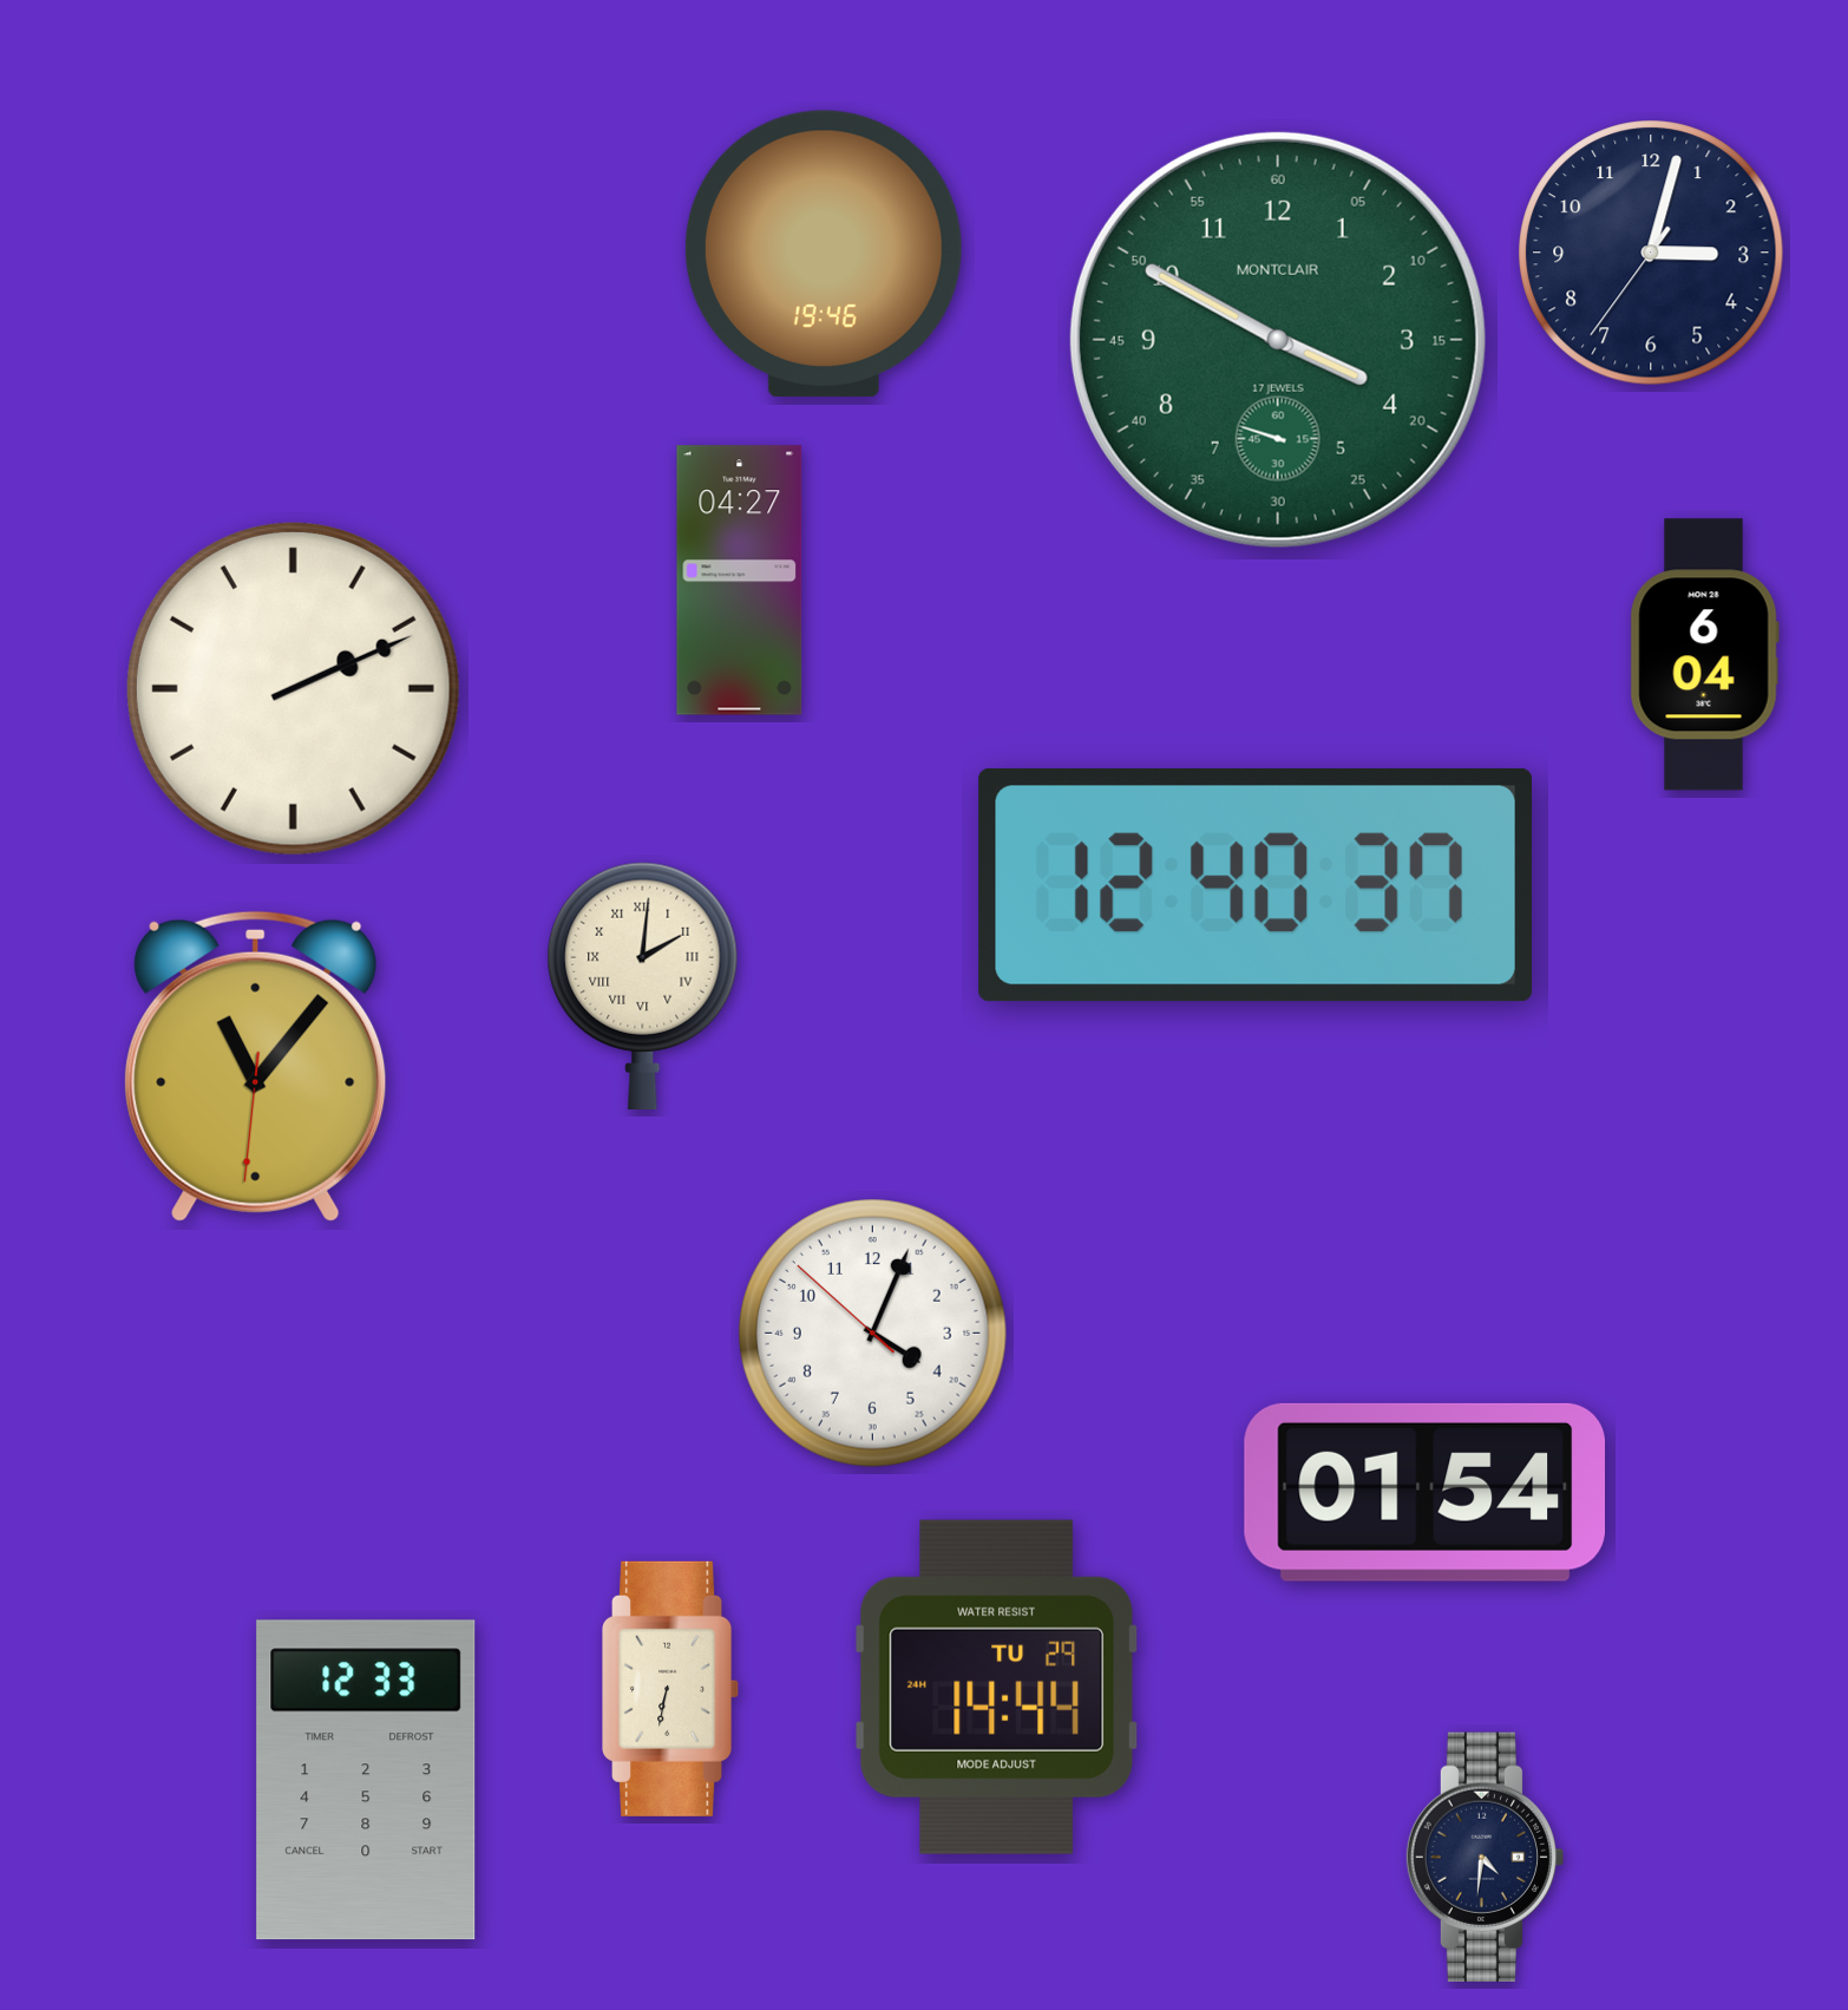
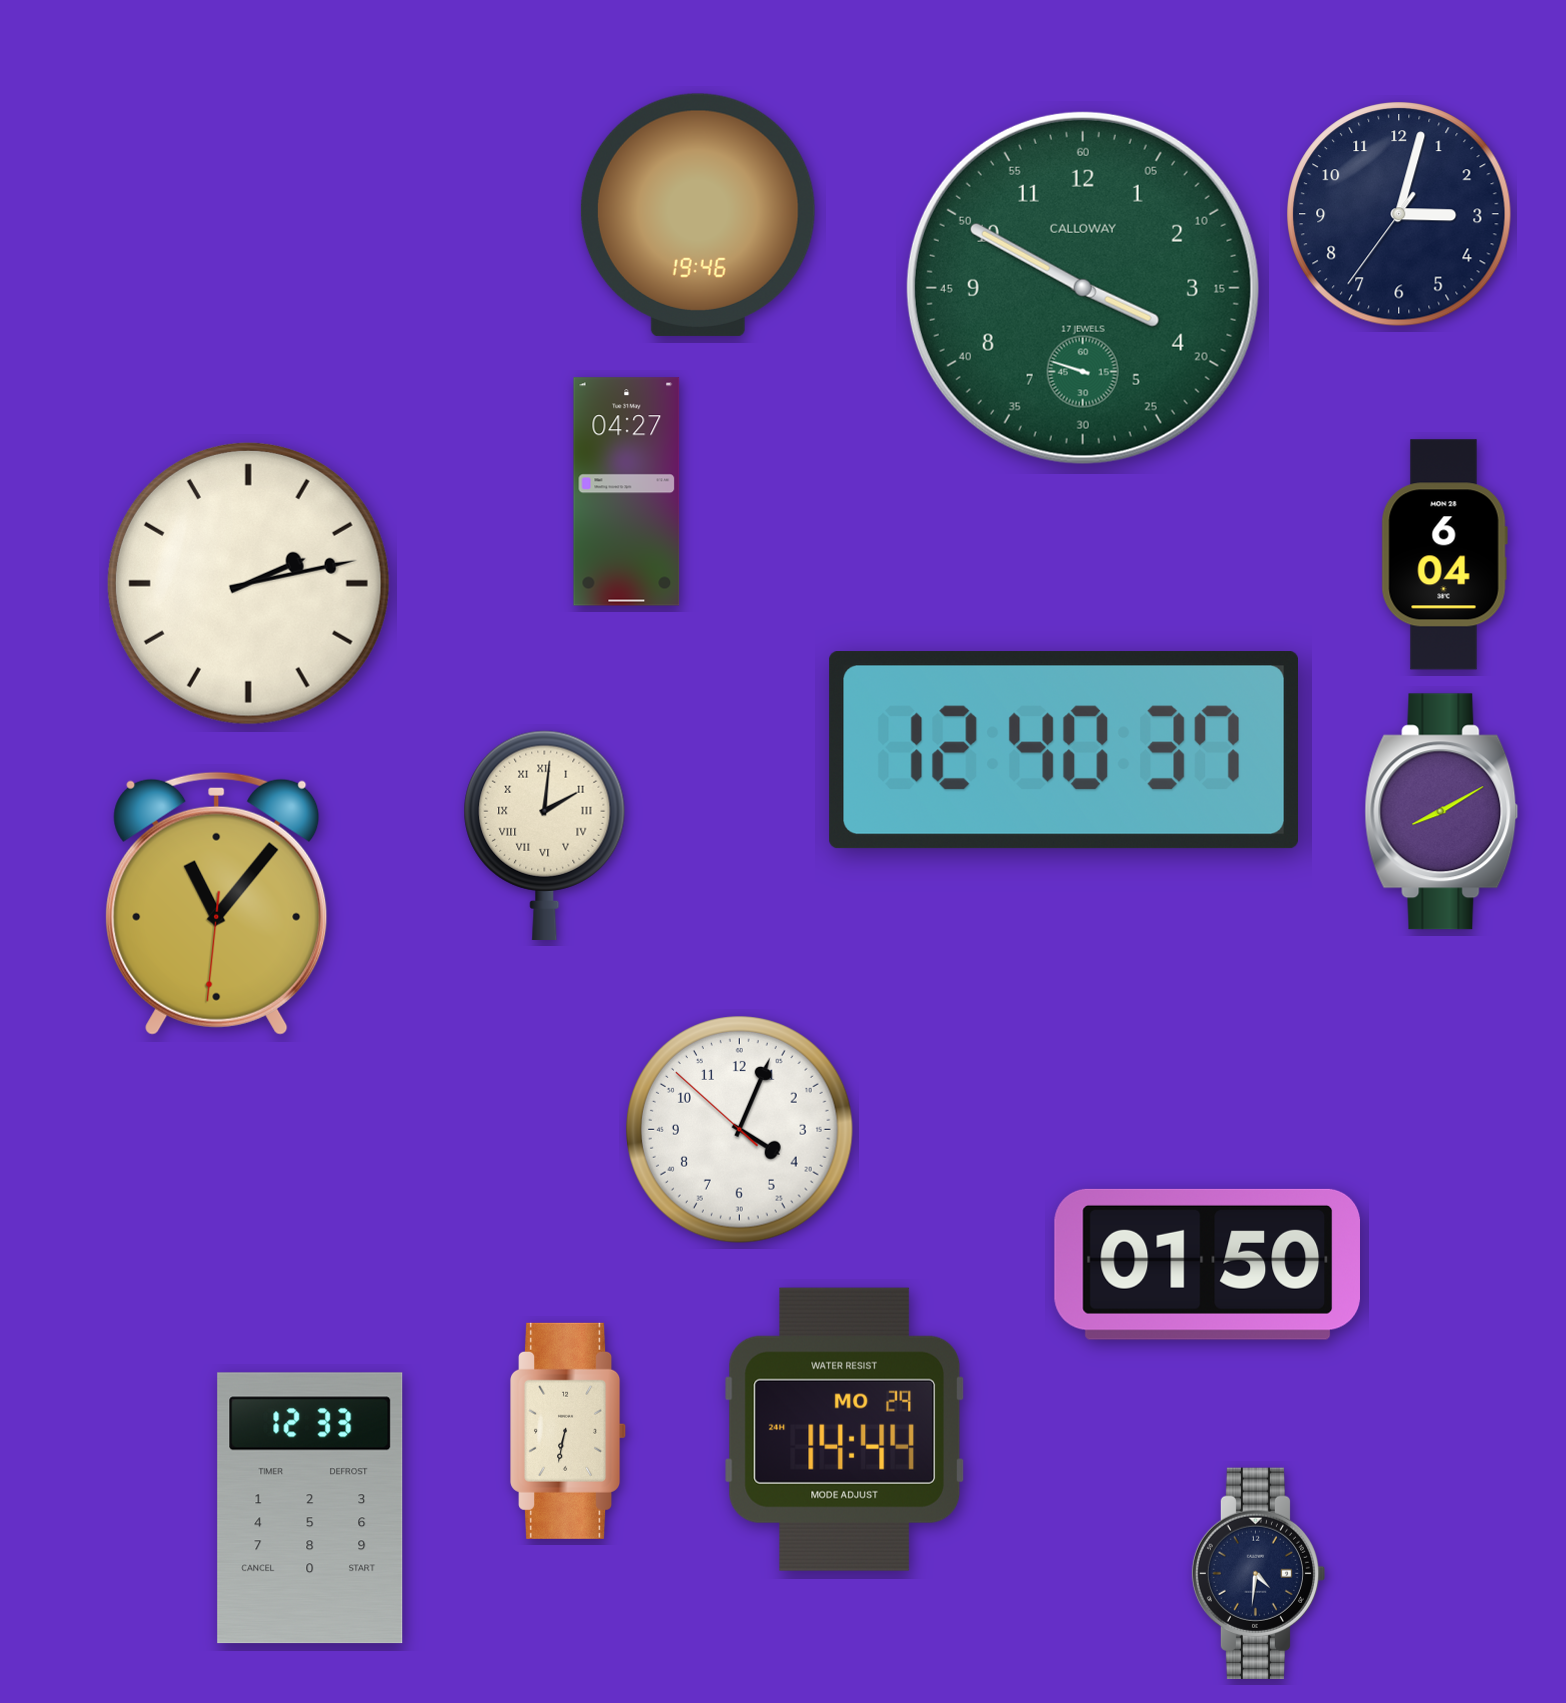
clock at (1278, 340) brand: MONTCLAIR -> CALLOWAY
clock at (293, 688): 2:11 -> 2:13
clock at (1442, 812): none -> 8:10
clock at (1424, 1492): 01:54 -> 01:50
clock at (996, 1687) date: TU 29 -> MO 29
